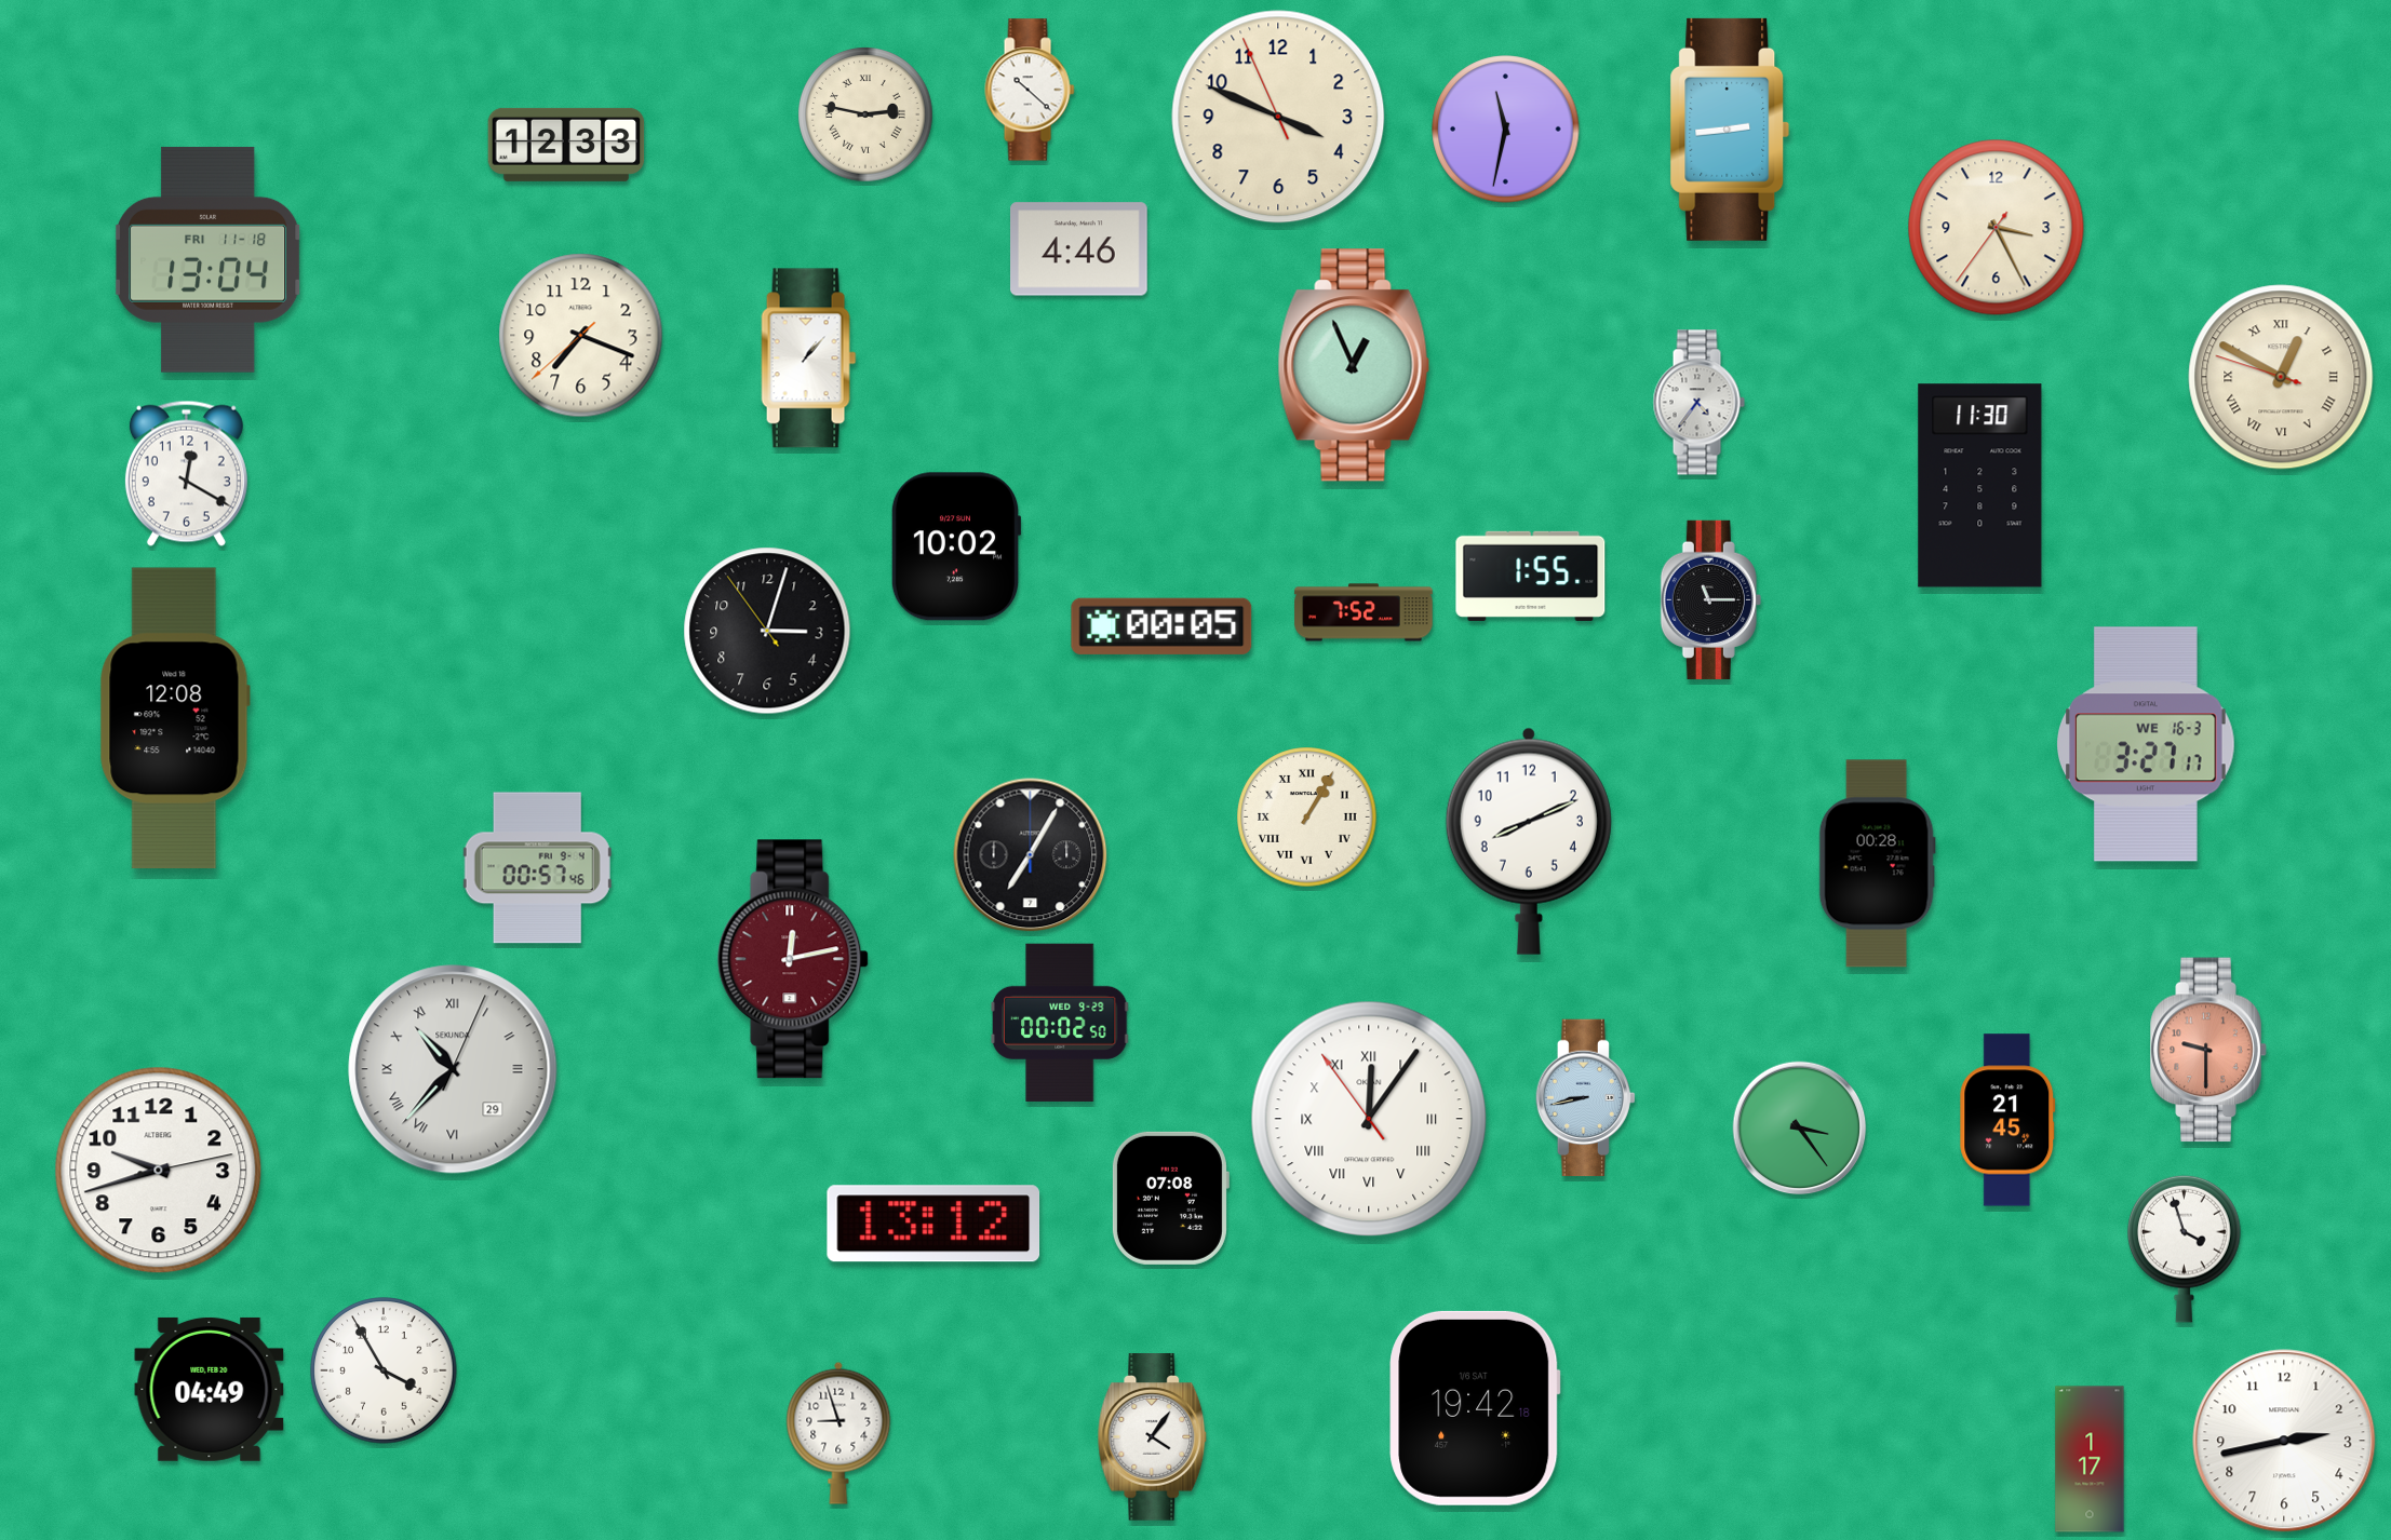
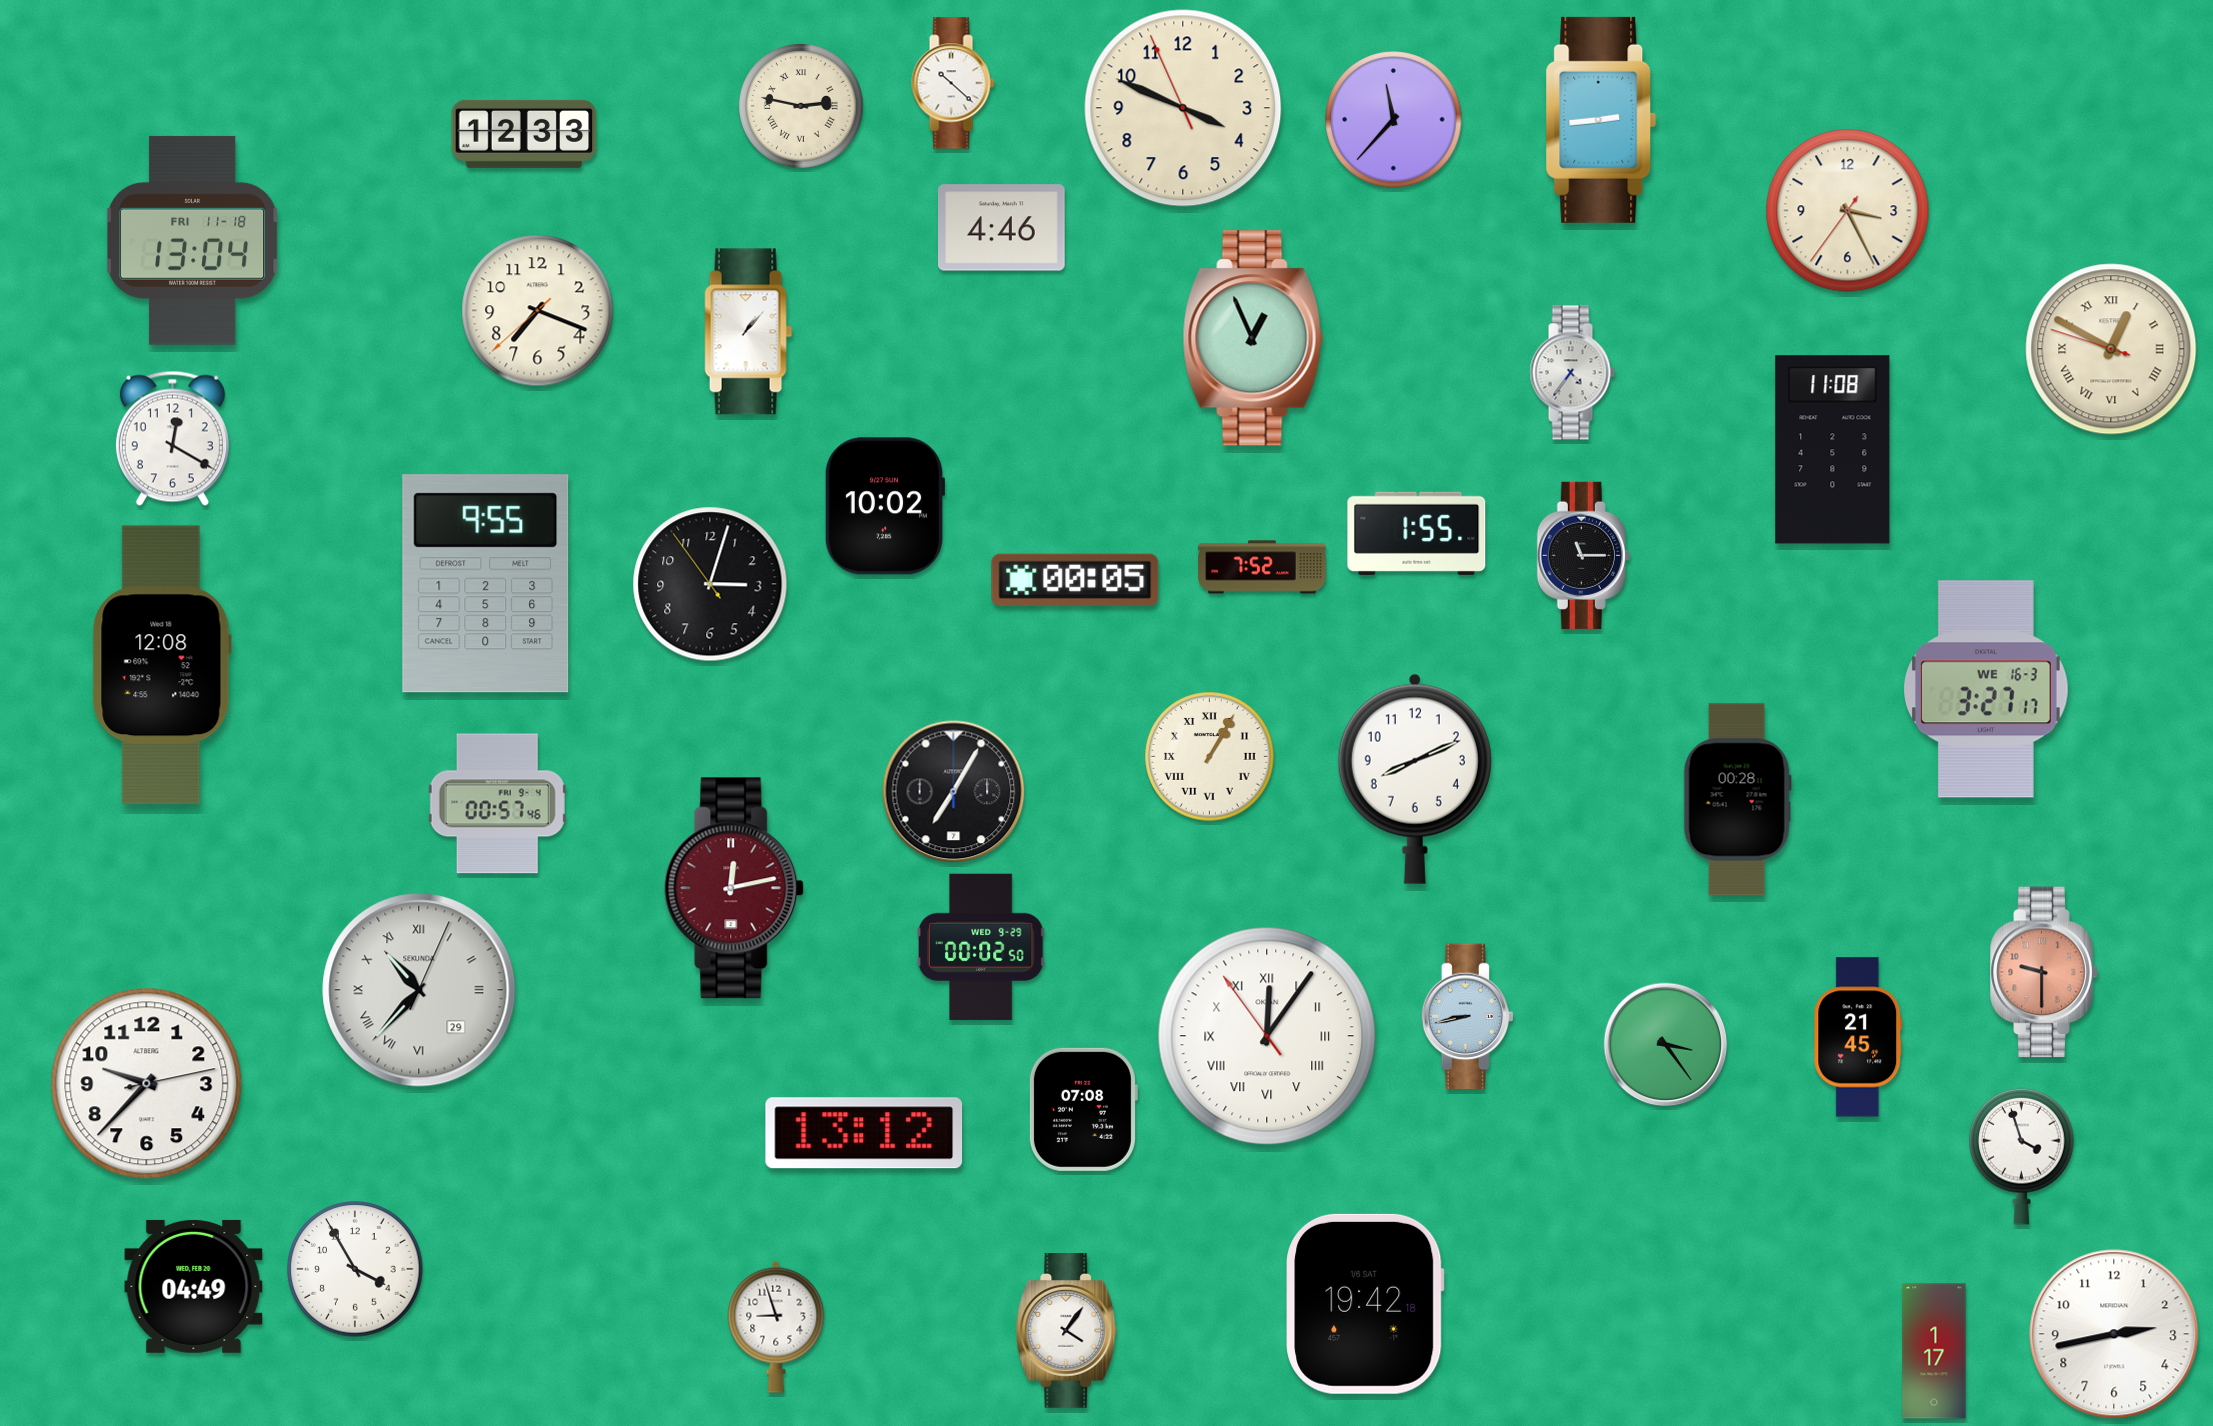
clock at (1506, 130): 11:32 -> 11:37
clock at (1079, 249) position: (1079, 249) -> (1002, 228)
clock at (1980, 486): 11:30 -> 11:08
clock at (486, 584): none -> 9:55
clock at (159, 1171): 9:42 -> 9:37
